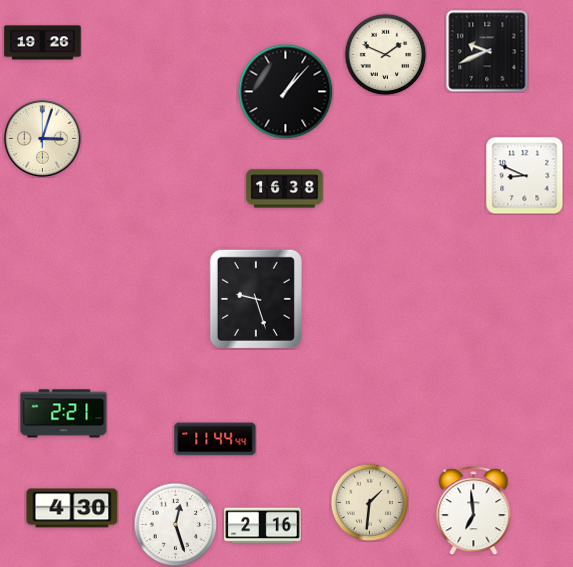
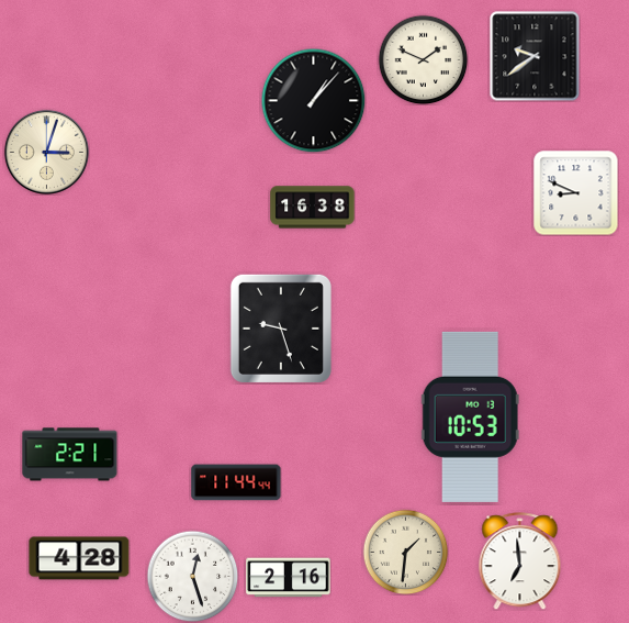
clock at (43, 43): 19:26 -> none
clock at (487, 51): 9:41 -> 9:39
clock at (470, 416): none -> 10:53
clock at (72, 508): 4:30 -> 4:28
